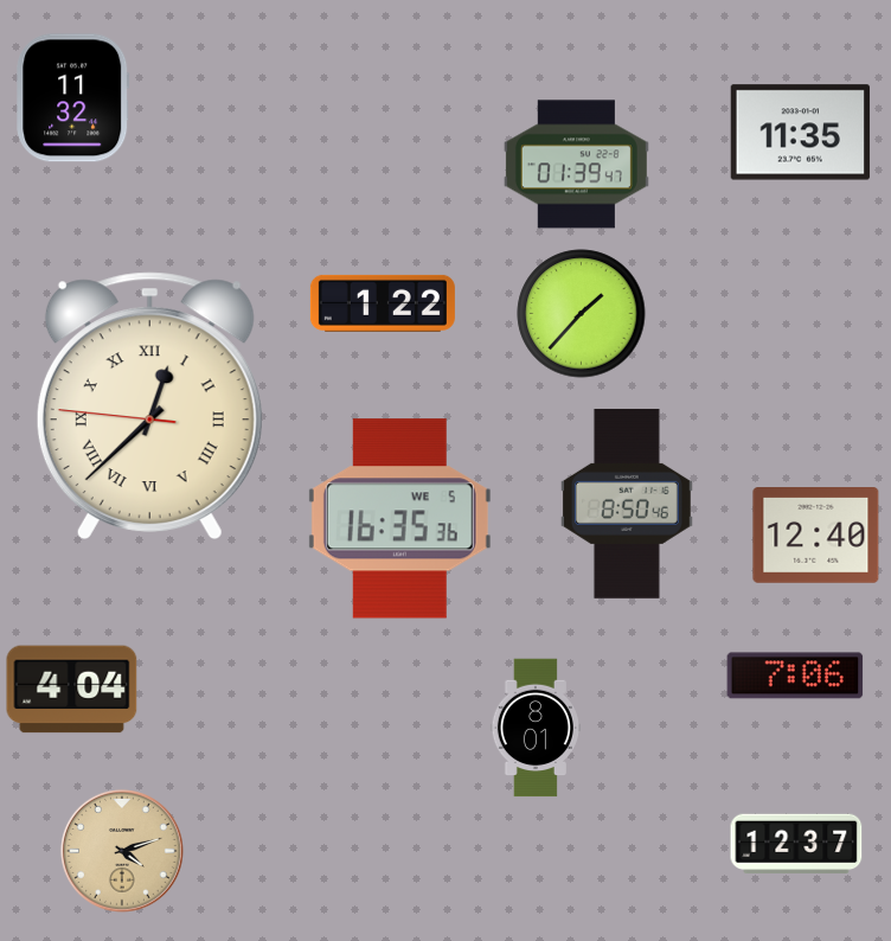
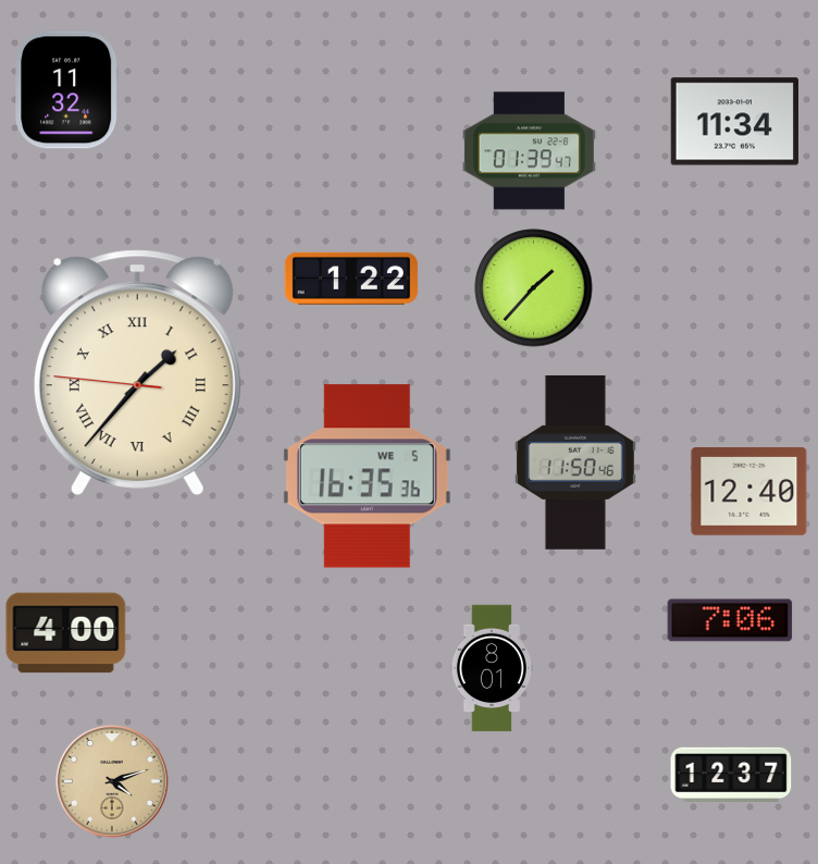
clock at (800, 133): 11:35 -> 11:34
clock at (149, 405): 12:37 -> 1:36
clock at (627, 504): 8:50 -> 11:50
clock at (72, 690): 4:04 -> 4:00
